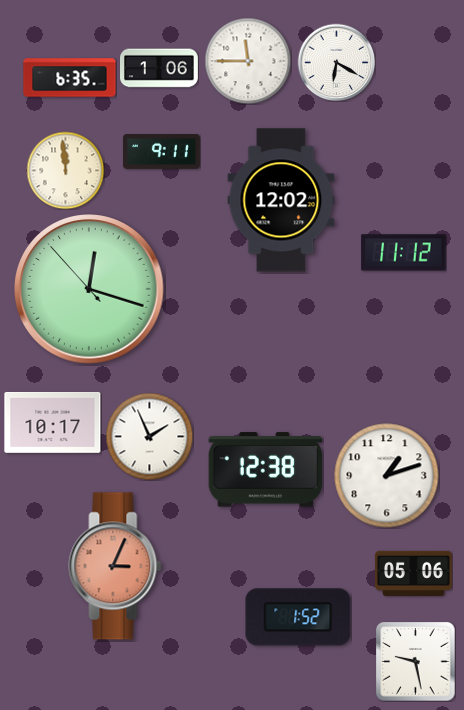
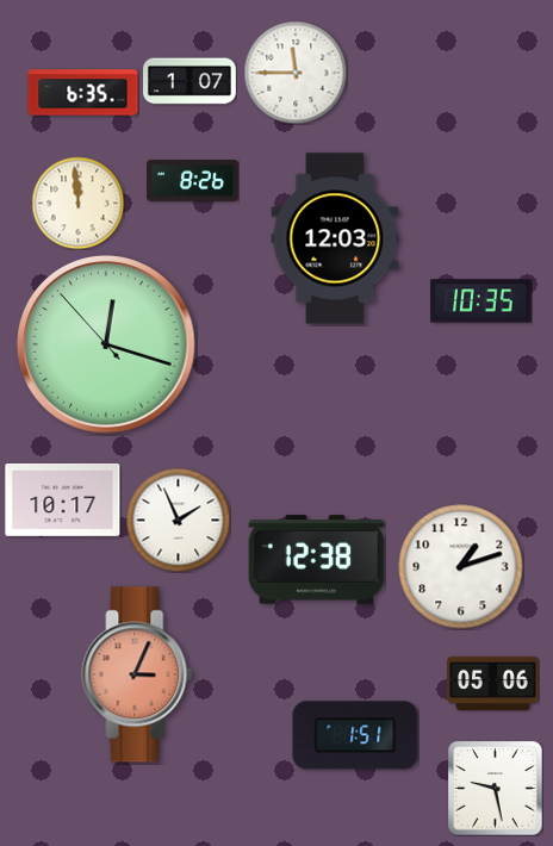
clock at (336, 62): 6:20 -> none
clock at (160, 68): 1:06 -> 1:07
clock at (161, 152): 9:11 -> 8:26
clock at (281, 200): 12:02 -> 12:03
clock at (404, 253): 11:12 -> 10:35
clock at (53, 422) position: (53, 422) -> (63, 499)
clock at (298, 617): 1:52 -> 1:51
